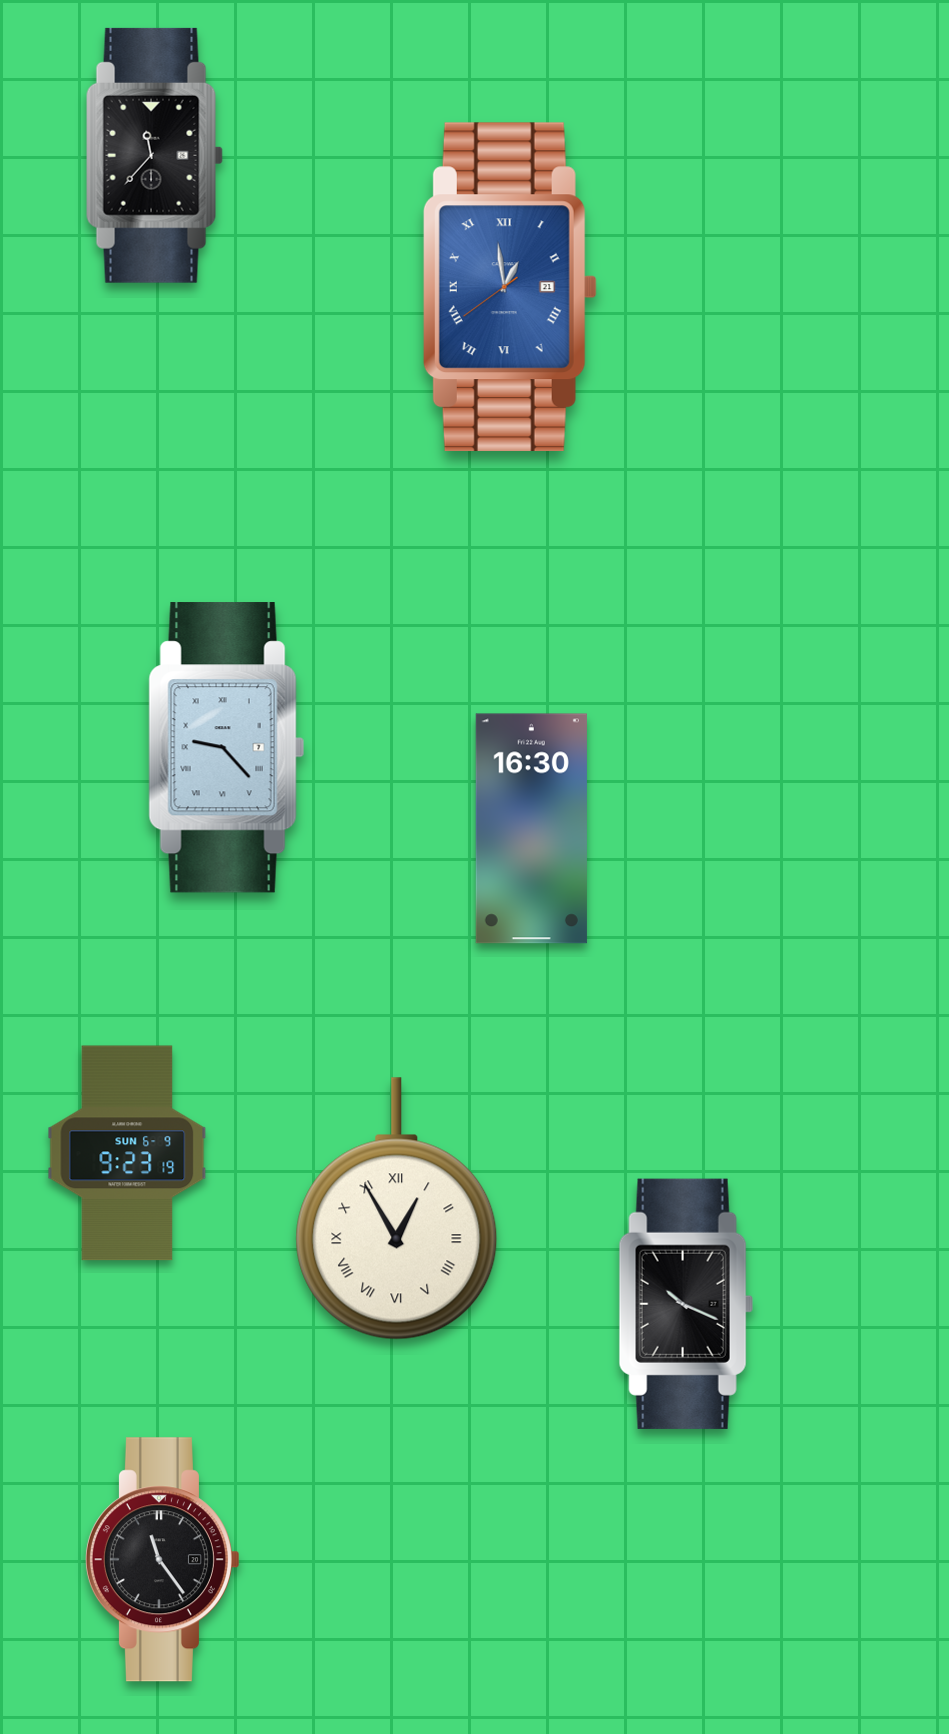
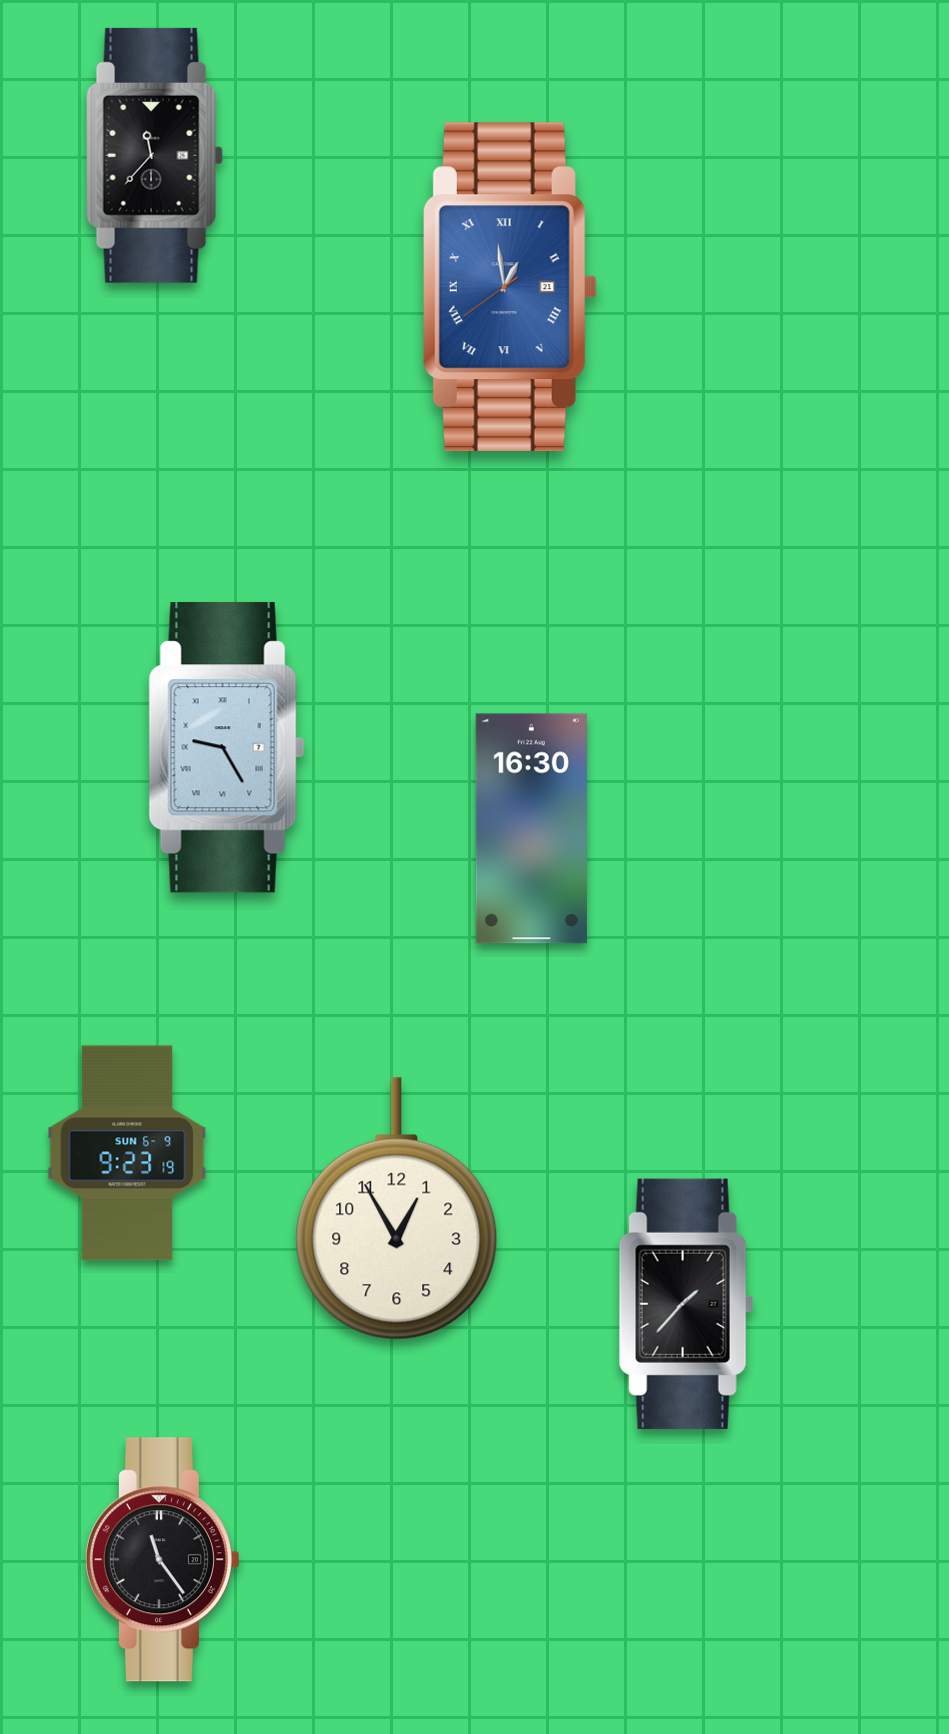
clock at (226, 748): 9:23 -> 9:25
clock at (397, 1209) numerals: Roman -> Arabic
clock at (686, 1304): 10:19 -> 1:37
